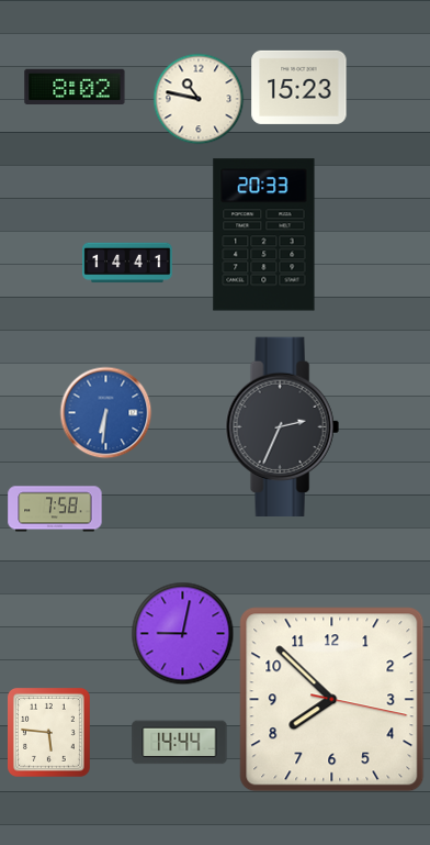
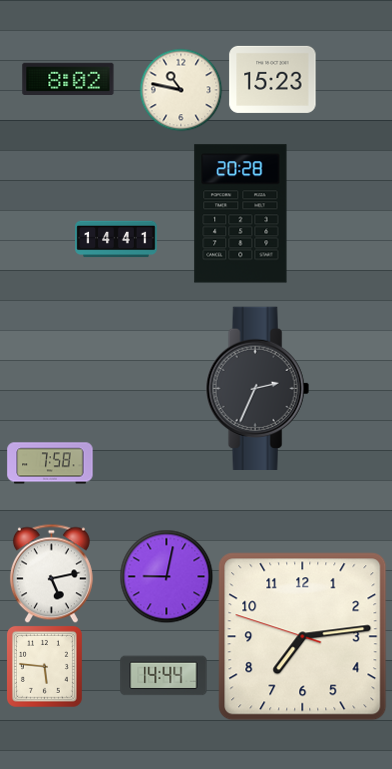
clock at (264, 235): 20:33 -> 20:28
clock at (105, 412): 6:31 -> none
clock at (51, 573): none -> 5:13
clock at (332, 700): 7:52 -> 7:13
